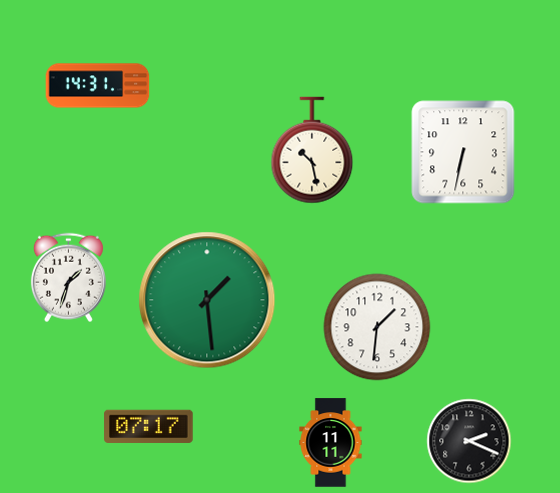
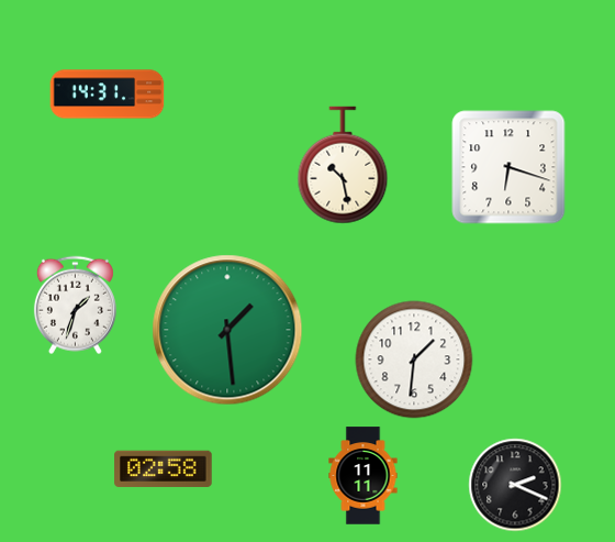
clock at (463, 152): 6:32 -> 6:18
clock at (149, 426): 07:17 -> 02:58
clock at (331, 443) position: (331, 443) -> (364, 476)
